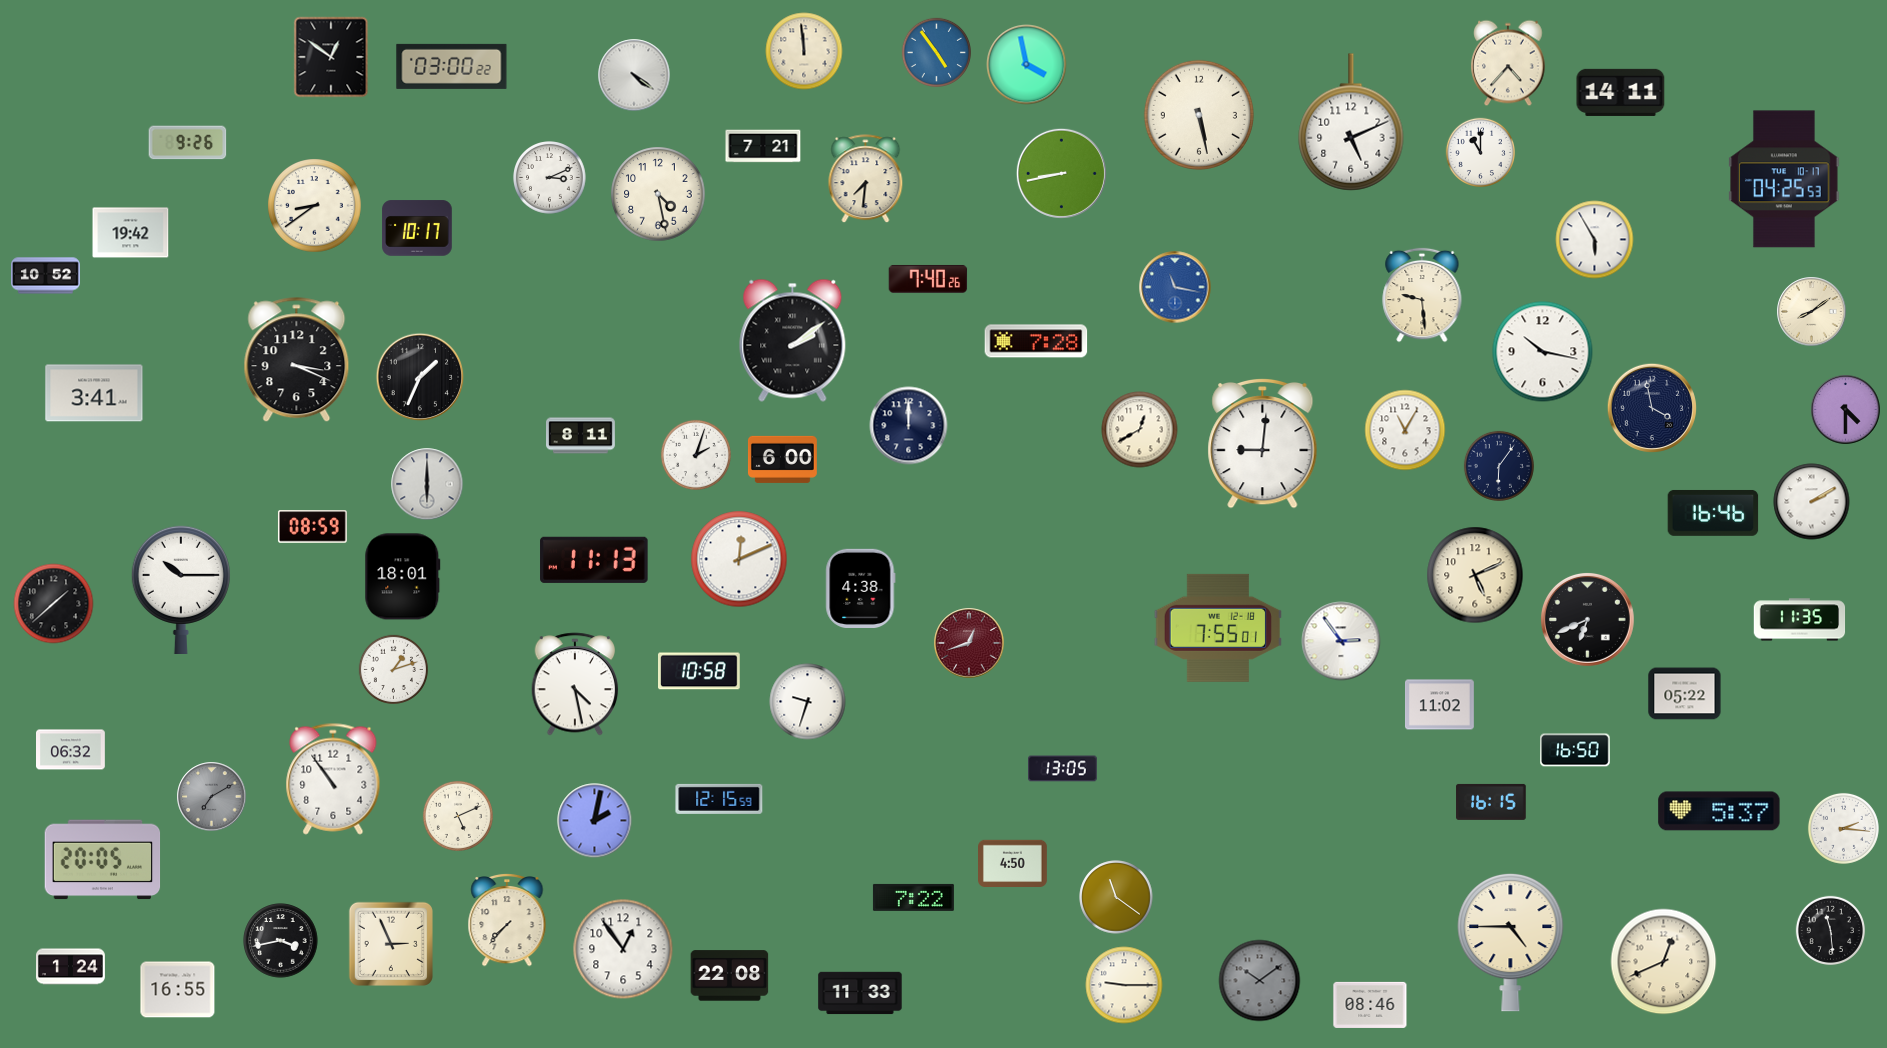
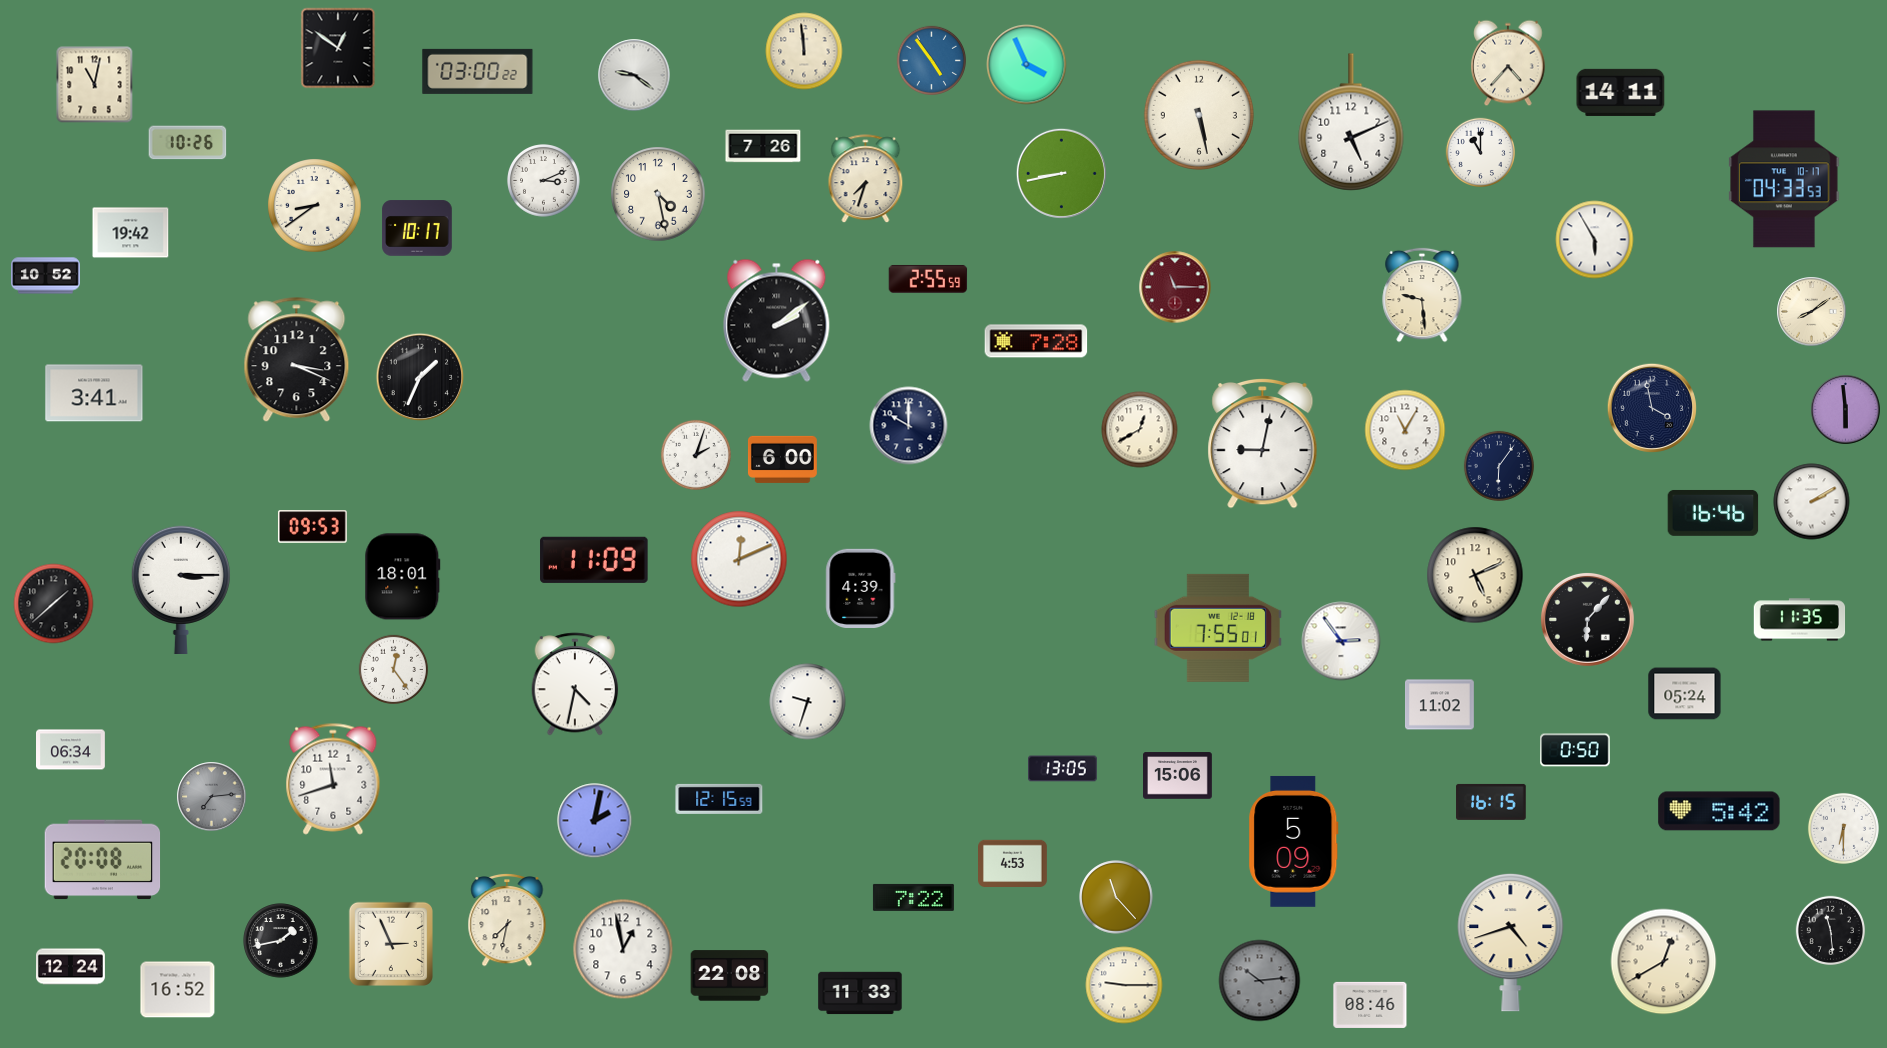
clock at (936, 52) position: (936, 52) -> (931, 60)
clock at (331, 57) position: (331, 57) -> (338, 48)
clock at (1027, 65): 3:58 -> 3:56
clock at (452, 66) position: (452, 66) -> (478, 71)
clock at (634, 75): 4:21 -> 9:21
clock at (95, 85): none -> 11:02
clock at (188, 143): 9:26 -> 10:26
clock at (763, 146): 7:21 -> 7:26
clock at (550, 178) position: (550, 178) -> (544, 181)
clock at (866, 179): 7:31 -> 7:33
clock at (1784, 179): 04:25 -> 04:33
clock at (928, 279): 7:40 -> 2:55
clock at (1175, 287): 11:17 -> 11:15
clock at (1175, 287) dial: blue -> burgundy
clock at (793, 340) position: (793, 340) -> (777, 320)
clock at (1543, 352): 10:17 -> none
clock at (1846, 410): 4:30 -> 5:59
clock at (909, 426): 12:00 -> 10:00
clock at (581, 436): 8:11 -> none
clock at (1263, 443): 9:01 -> 9:02
clock at (427, 484): 6:00 -> none
clock at (312, 527): 08:59 -> 09:53
clock at (594, 560): 11:13 -> 11:09
clock at (861, 588): 4:38 -> 4:39
clock at (181, 589): 10:15 -> 3:15
clock at (1587, 619): 6:41 -> 6:07
clock at (969, 643): 12:42 -> none
clock at (393, 669): 1:12 -> 12:24
clock at (700, 671): 10:58 -> none
clock at (575, 684): 4:28 -> 4:32
clock at (1685, 694): 05:22 -> 05:24
clock at (71, 750): 06:32 -> 06:34
clock at (1575, 750): 16:50 -> 0:50
clock at (1178, 776): none -> 15:06
clock at (333, 779): 10:54 -> 11:42
clock at (212, 797): 7:10 -> 7:14
clock at (1719, 811): 5:37 -> 5:42
clock at (458, 816): 5:11 -> none
clock at (1843, 828): 2:16 -> 6:30
clock at (1294, 841): none -> 5:09
clock at (103, 860): 20:05 -> 20:08
clock at (1013, 863): 4:50 -> 4:53
clock at (1116, 897): 11:21 -> 11:23
clock at (507, 920): 7:37 -> 7:32
clock at (281, 941): 3:43 -> 1:43
clock at (1511, 942): 4:45 -> 4:42
clock at (623, 949): 12:54 -> 12:58
clock at (1664, 962): 12:41 -> 12:40
clock at (71, 967): 1:24 -> 12:24
clock at (1260, 981): 10:09 -> 10:14
clock at (178, 990): 16:55 -> 16:52
